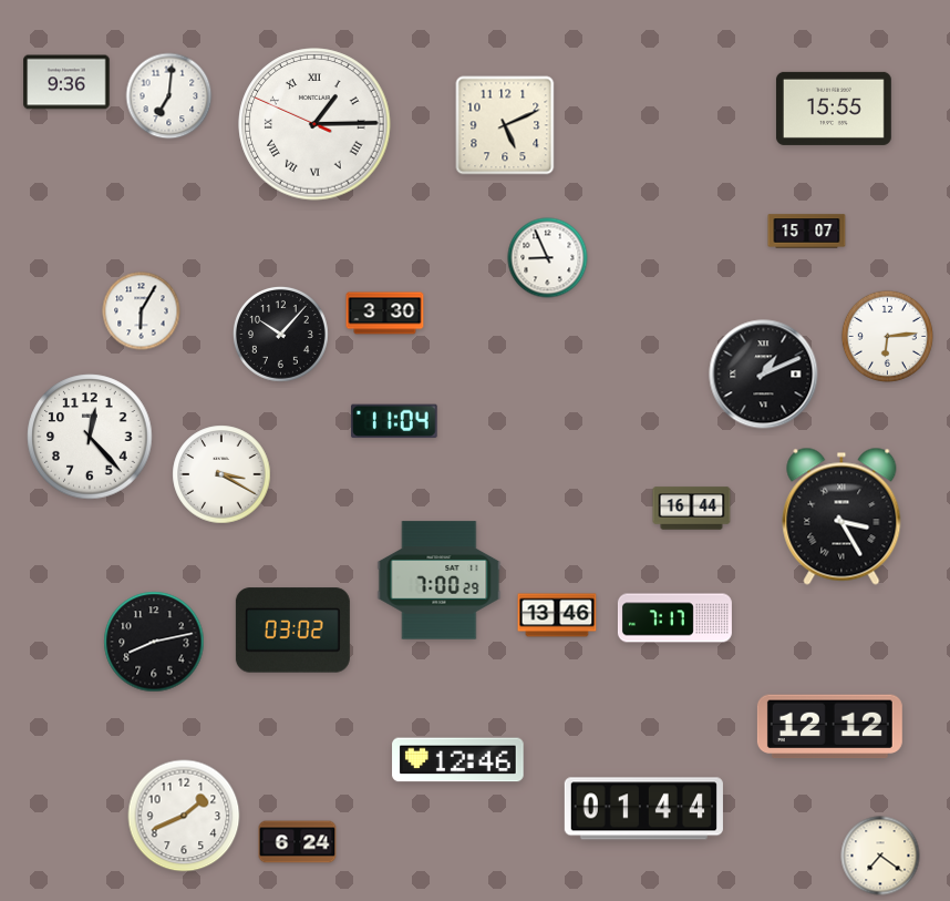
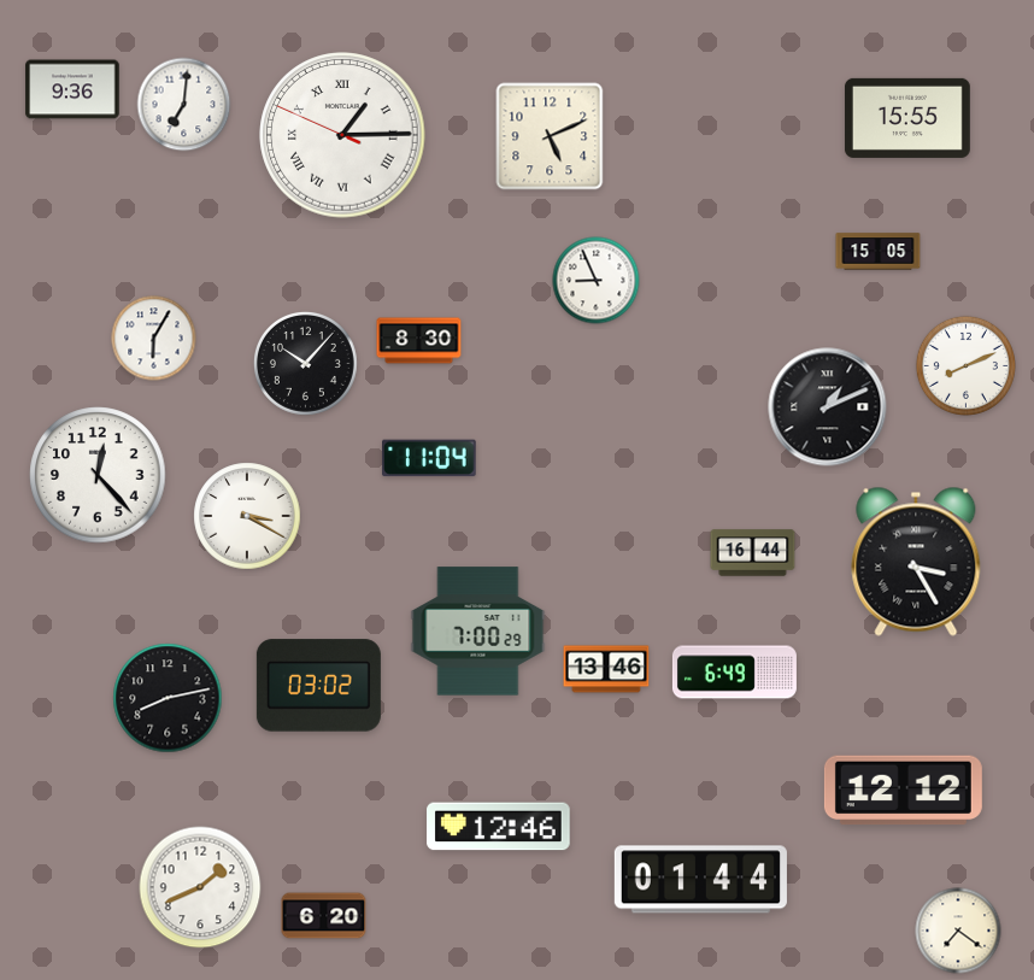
clock at (807, 232): 15:07 -> 15:05
clock at (385, 314): 3:30 -> 8:30
clock at (887, 336): 6:14 -> 8:11
clock at (764, 375) position: (764, 375) -> (828, 407)
clock at (221, 474) position: (221, 474) -> (247, 516)
clock at (674, 618): 7:17 -> 6:49
clock at (298, 842): 6:24 -> 6:20
